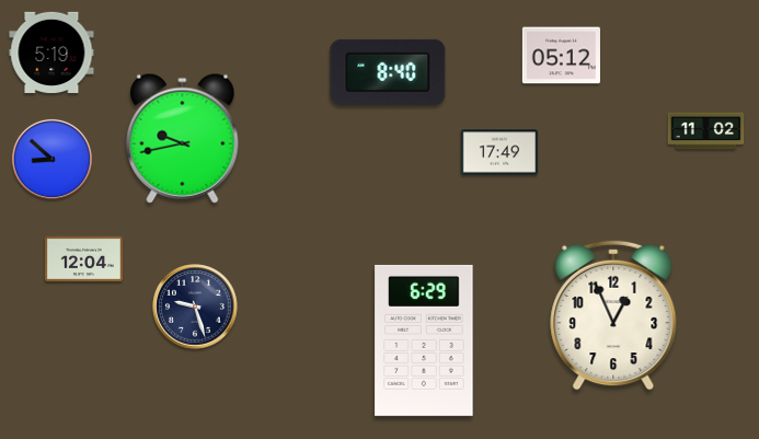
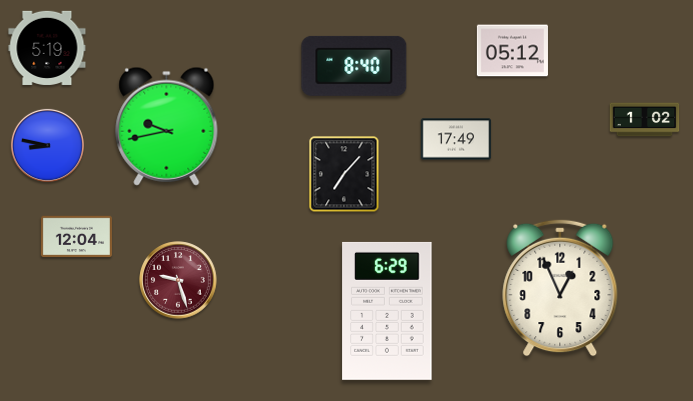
clock at (706, 131): 11:02 -> 1:02
clock at (51, 159): 8:52 -> 8:47
clock at (344, 174): none -> 7:07
clock at (195, 307) dial: navy -> burgundy
